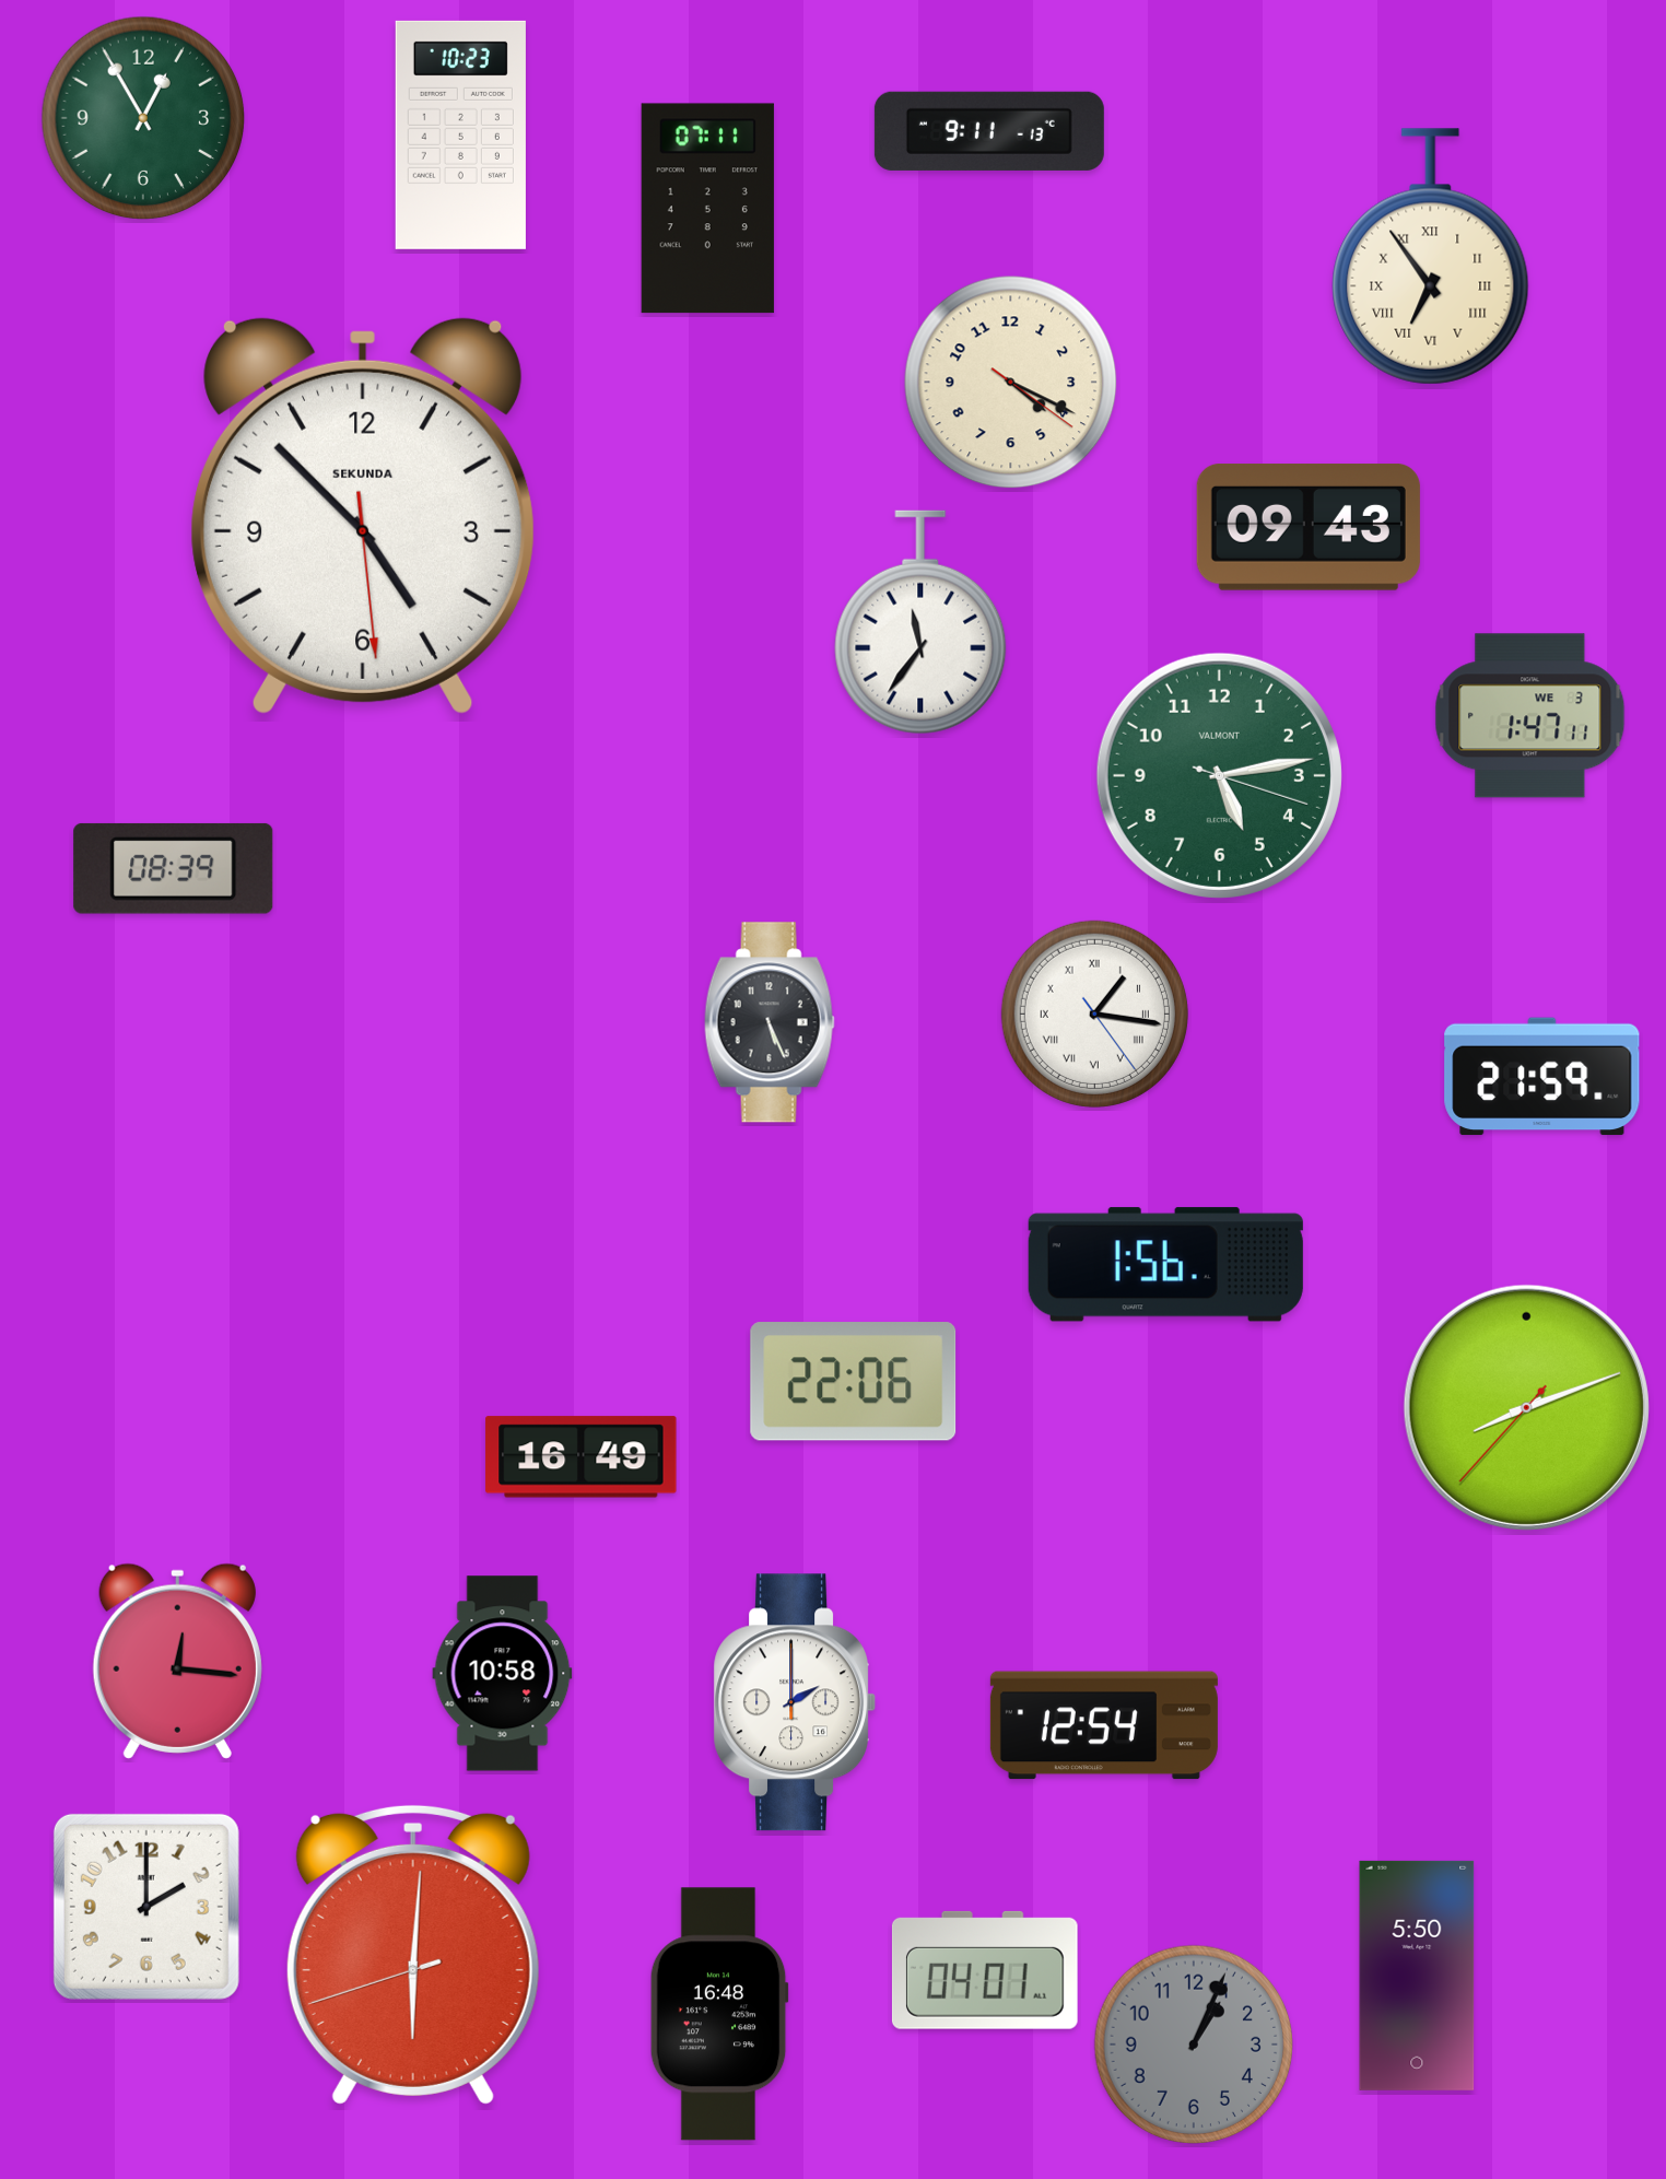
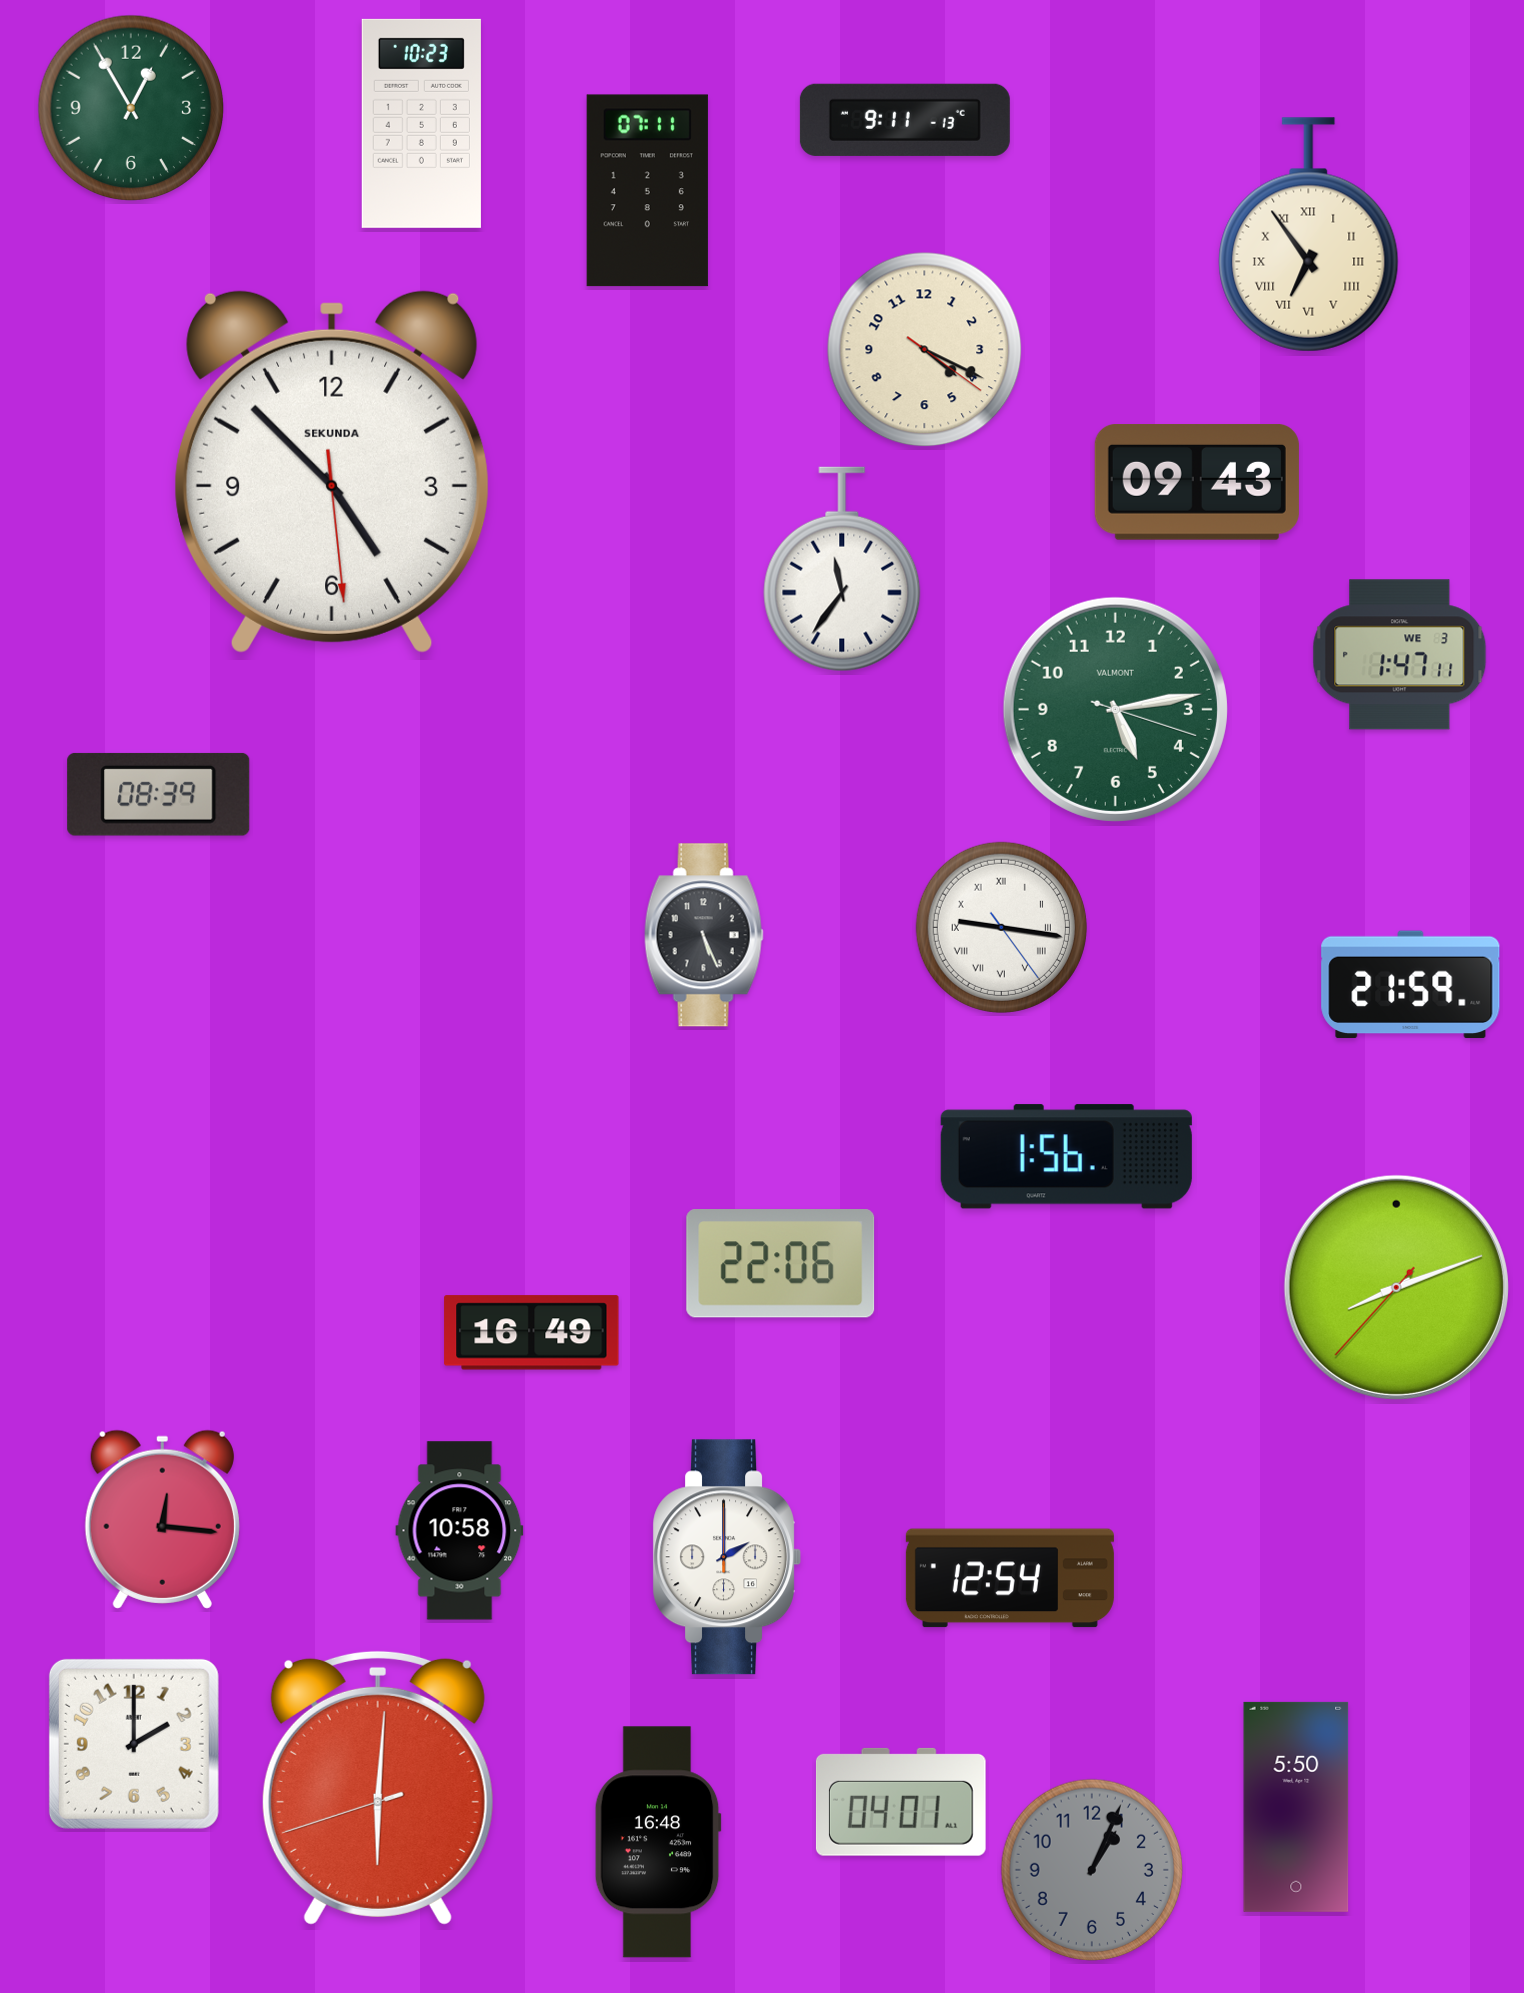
clock at (1094, 1014): 1:16 -> 9:16
